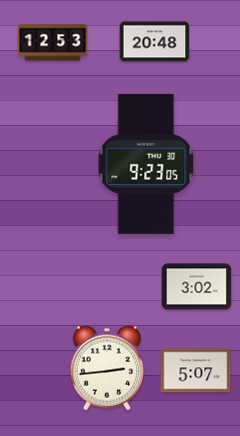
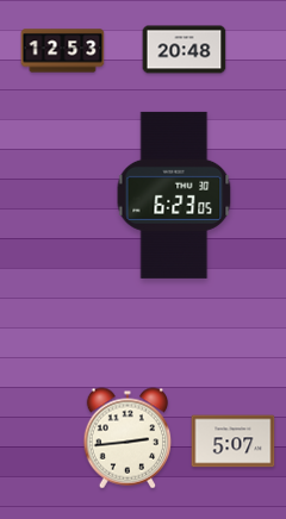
clock at (146, 164): 9:23 -> 6:23
clock at (197, 287): 3:02 -> none
